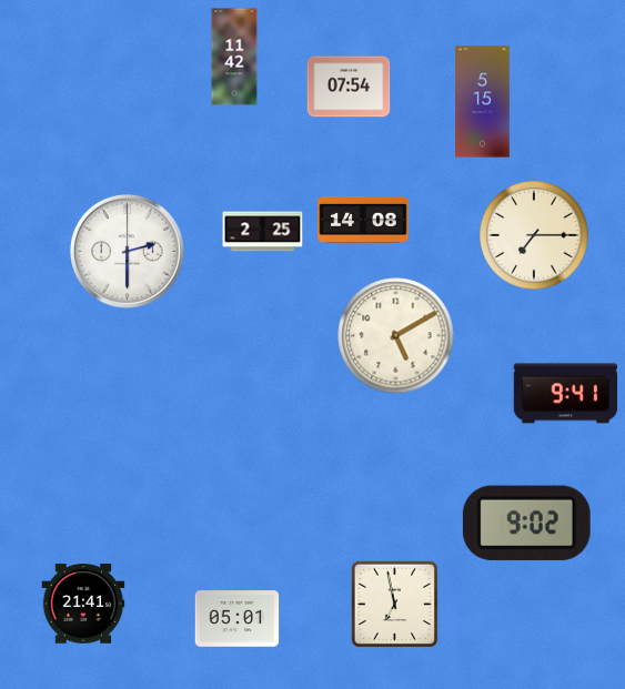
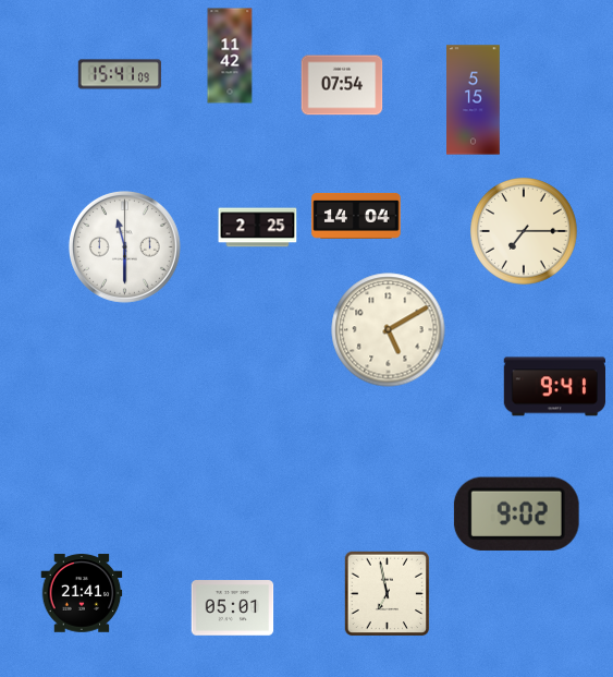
clock at (119, 74): none -> 15:41
clock at (363, 220): 14:08 -> 14:04
clock at (127, 251): 2:30 -> 11:30
